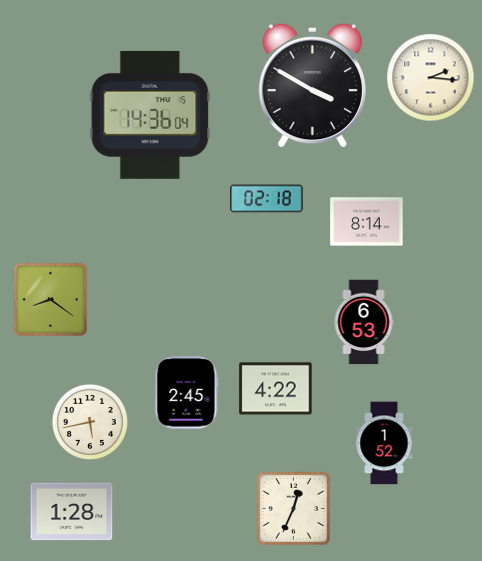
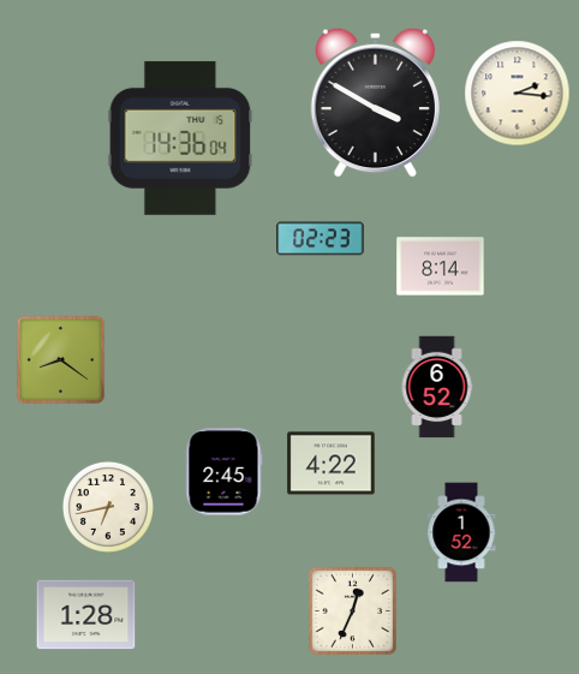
clock at (267, 199): 02:18 -> 02:23
clock at (364, 322): 6:53 -> 6:52
clock at (276, 389) position: (276, 389) -> (332, 464)
clock at (90, 422): 5:43 -> 6:43
